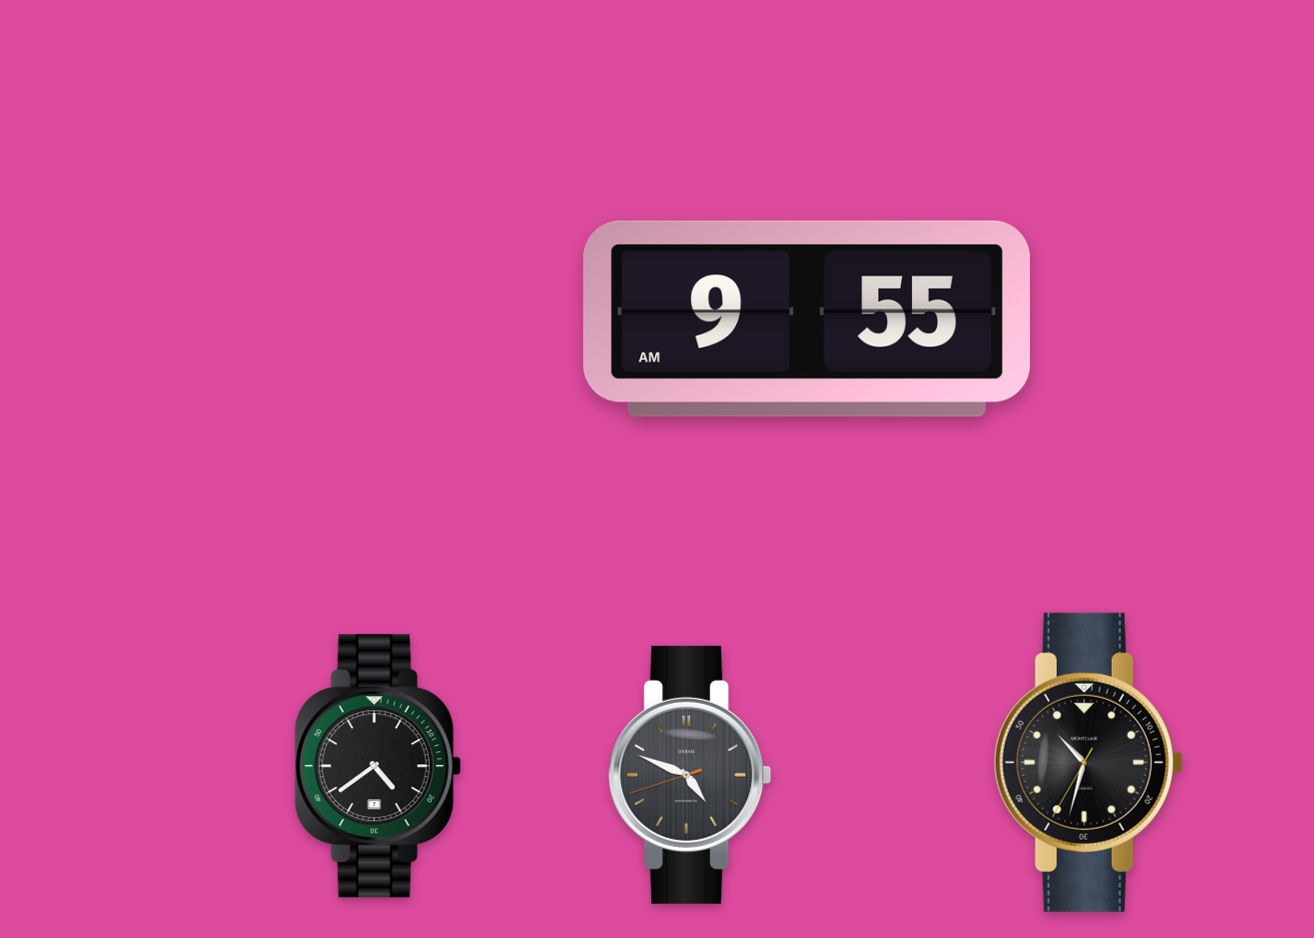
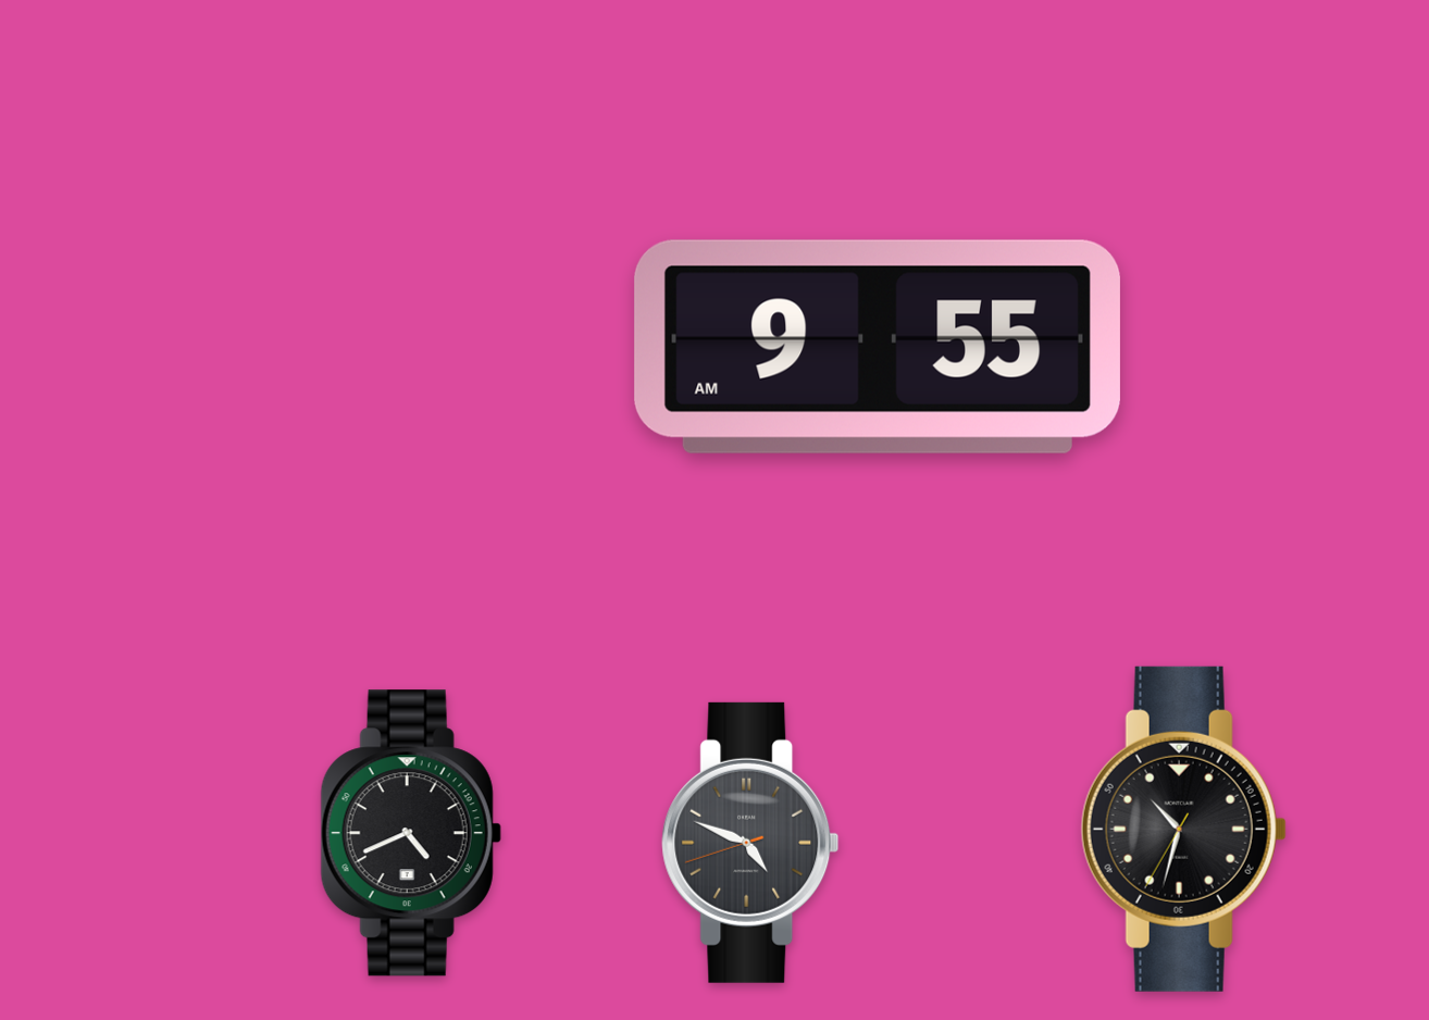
clock at (378, 766): 4:39 -> 4:41
